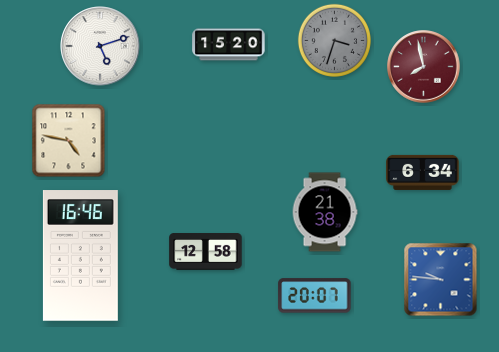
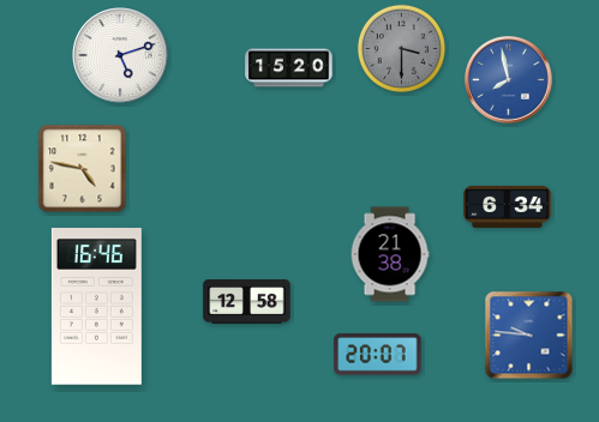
clock at (334, 40): 3:33 -> 3:30
clock at (229, 45) position: (229, 45) -> (289, 68)
clock at (424, 67) dial: burgundy -> blue
